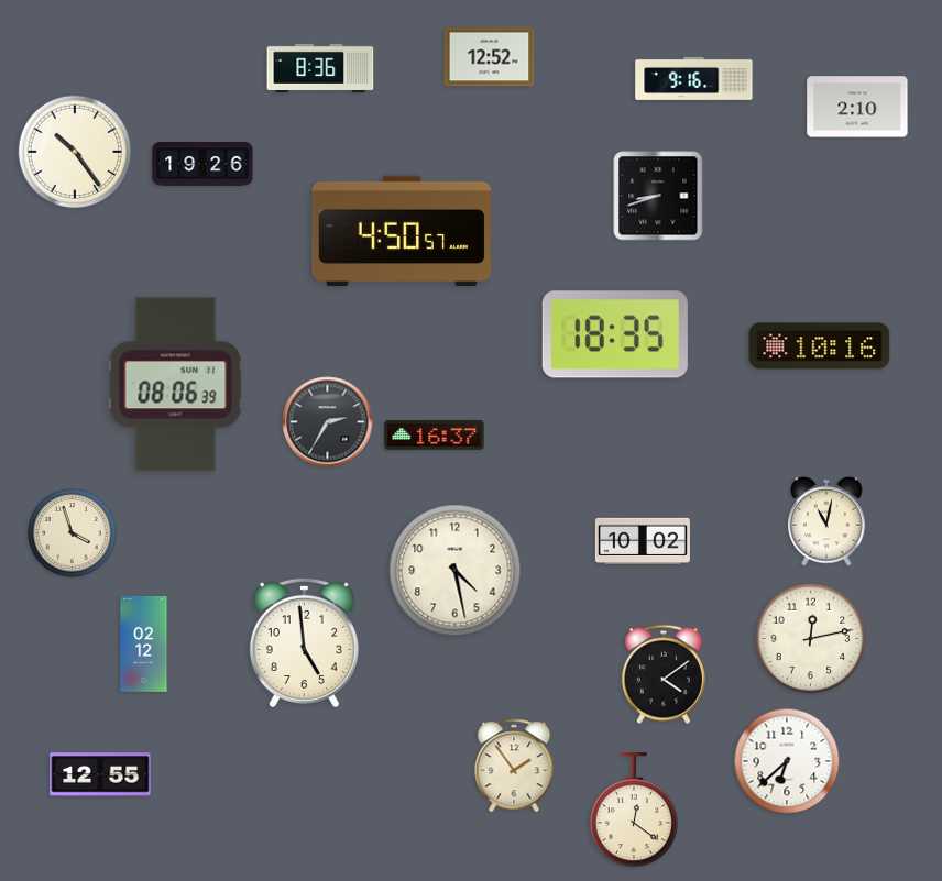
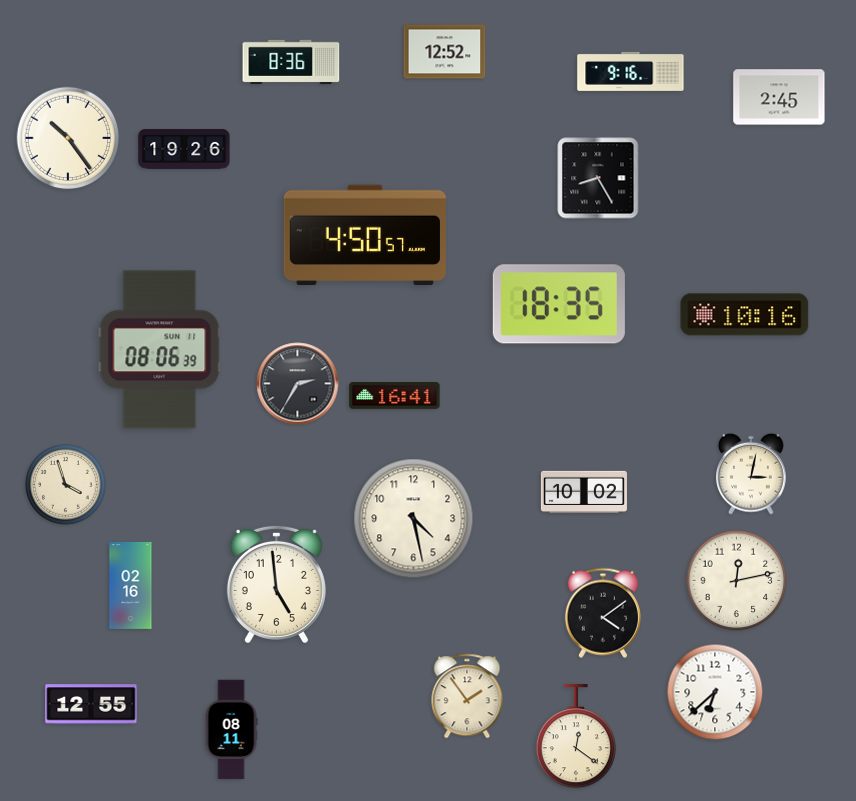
clock at (857, 107): 2:10 -> 2:45
clock at (658, 196): 8:42 -> 8:25
clock at (401, 231) position: (401, 231) -> (364, 235)
clock at (435, 436): 16:37 -> 16:41
clock at (828, 521): 11:02 -> 3:02
clock at (144, 643): 02:12 -> 02:16
clock at (231, 730): none -> 08:11
